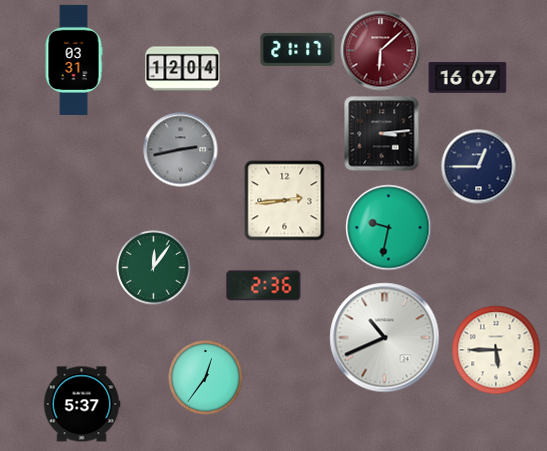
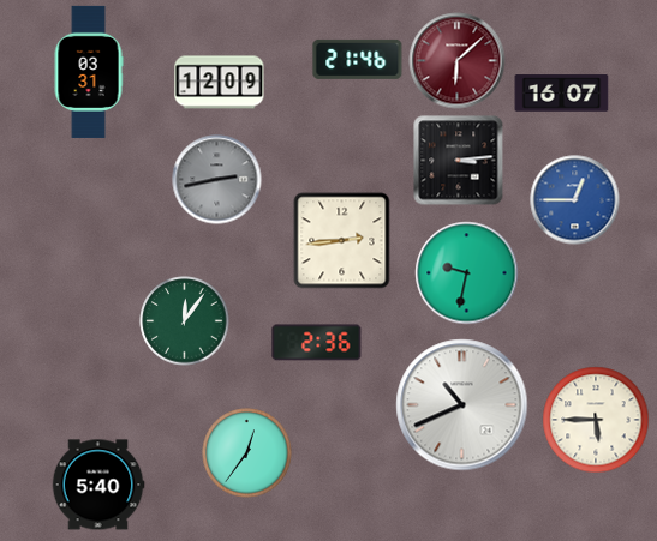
clock at (298, 49): 21:17 -> 21:46
clock at (183, 69): 12:04 -> 12:09
clock at (479, 167) dial: navy -> blue
clock at (82, 404): 5:37 -> 5:40
